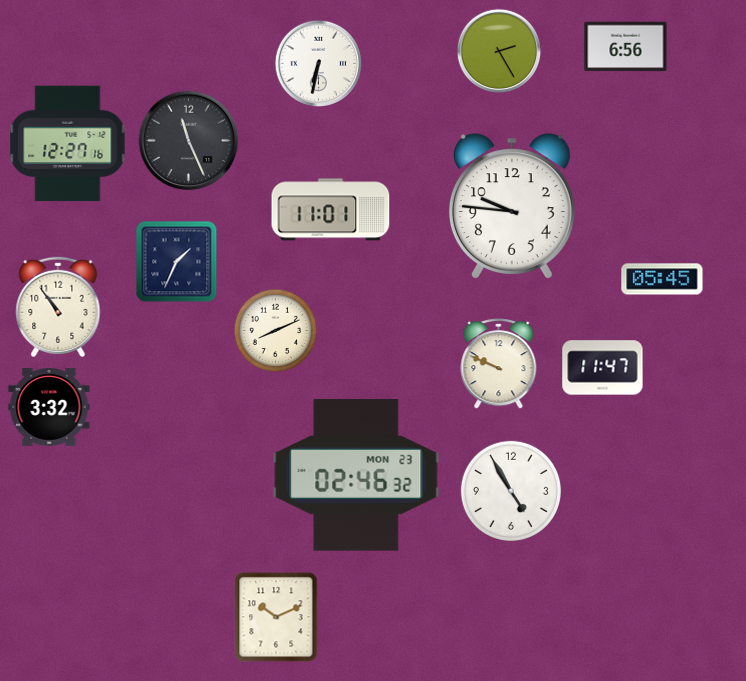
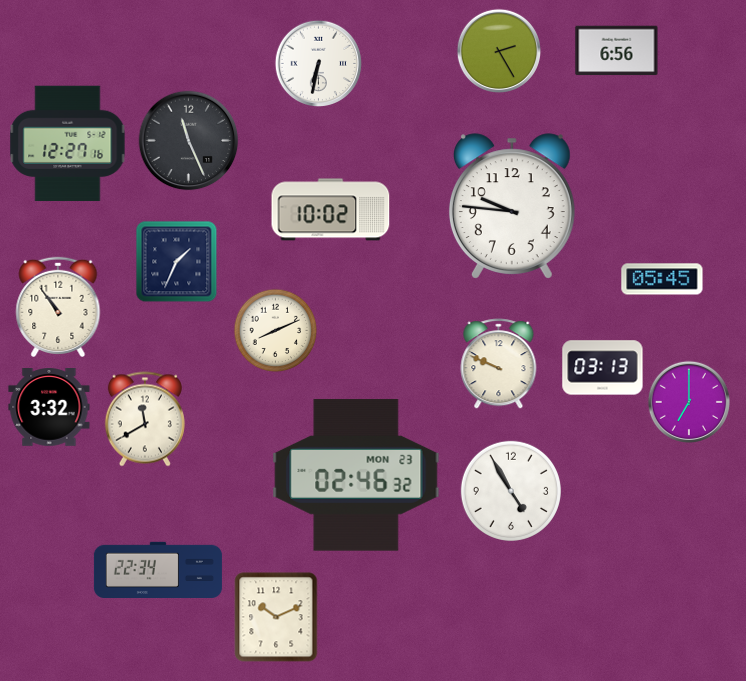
clock at (626, 47) position: (626, 47) -> (617, 51)
clock at (331, 210): 11:01 -> 10:02
clock at (603, 368): 11:47 -> 03:13
clock at (688, 401): none -> 7:00
clock at (145, 419): none -> 11:40
clock at (158, 569): none -> 22:34
